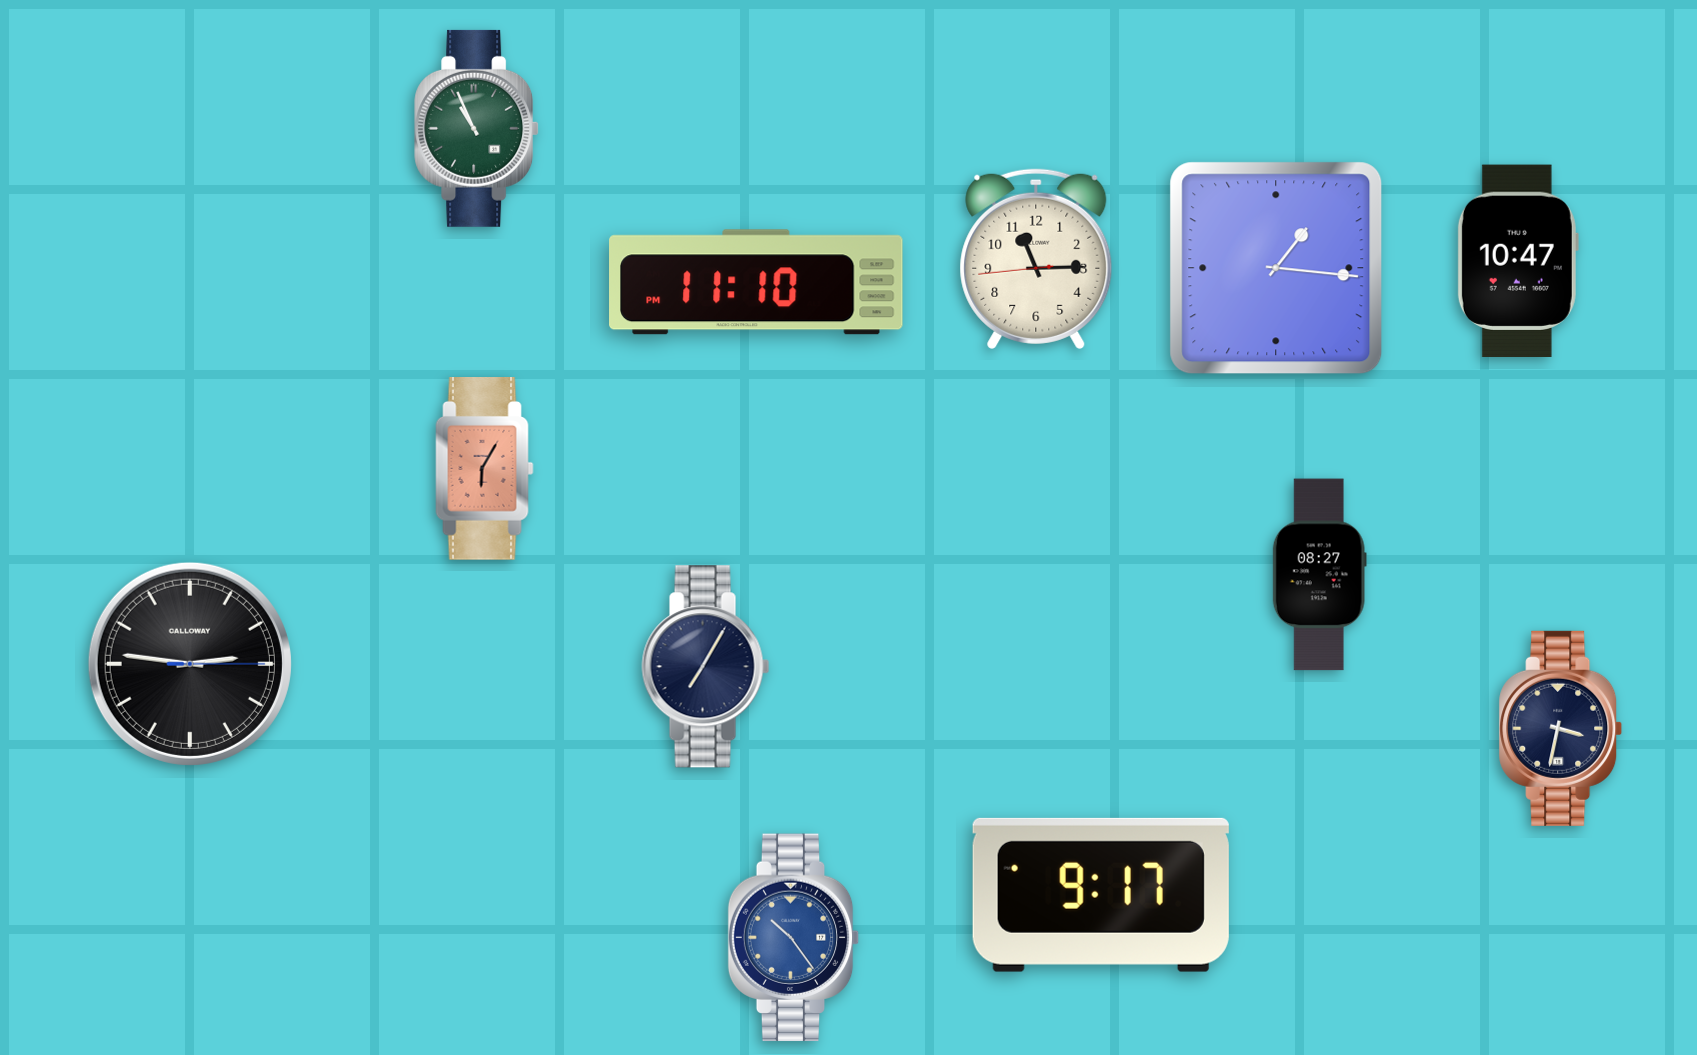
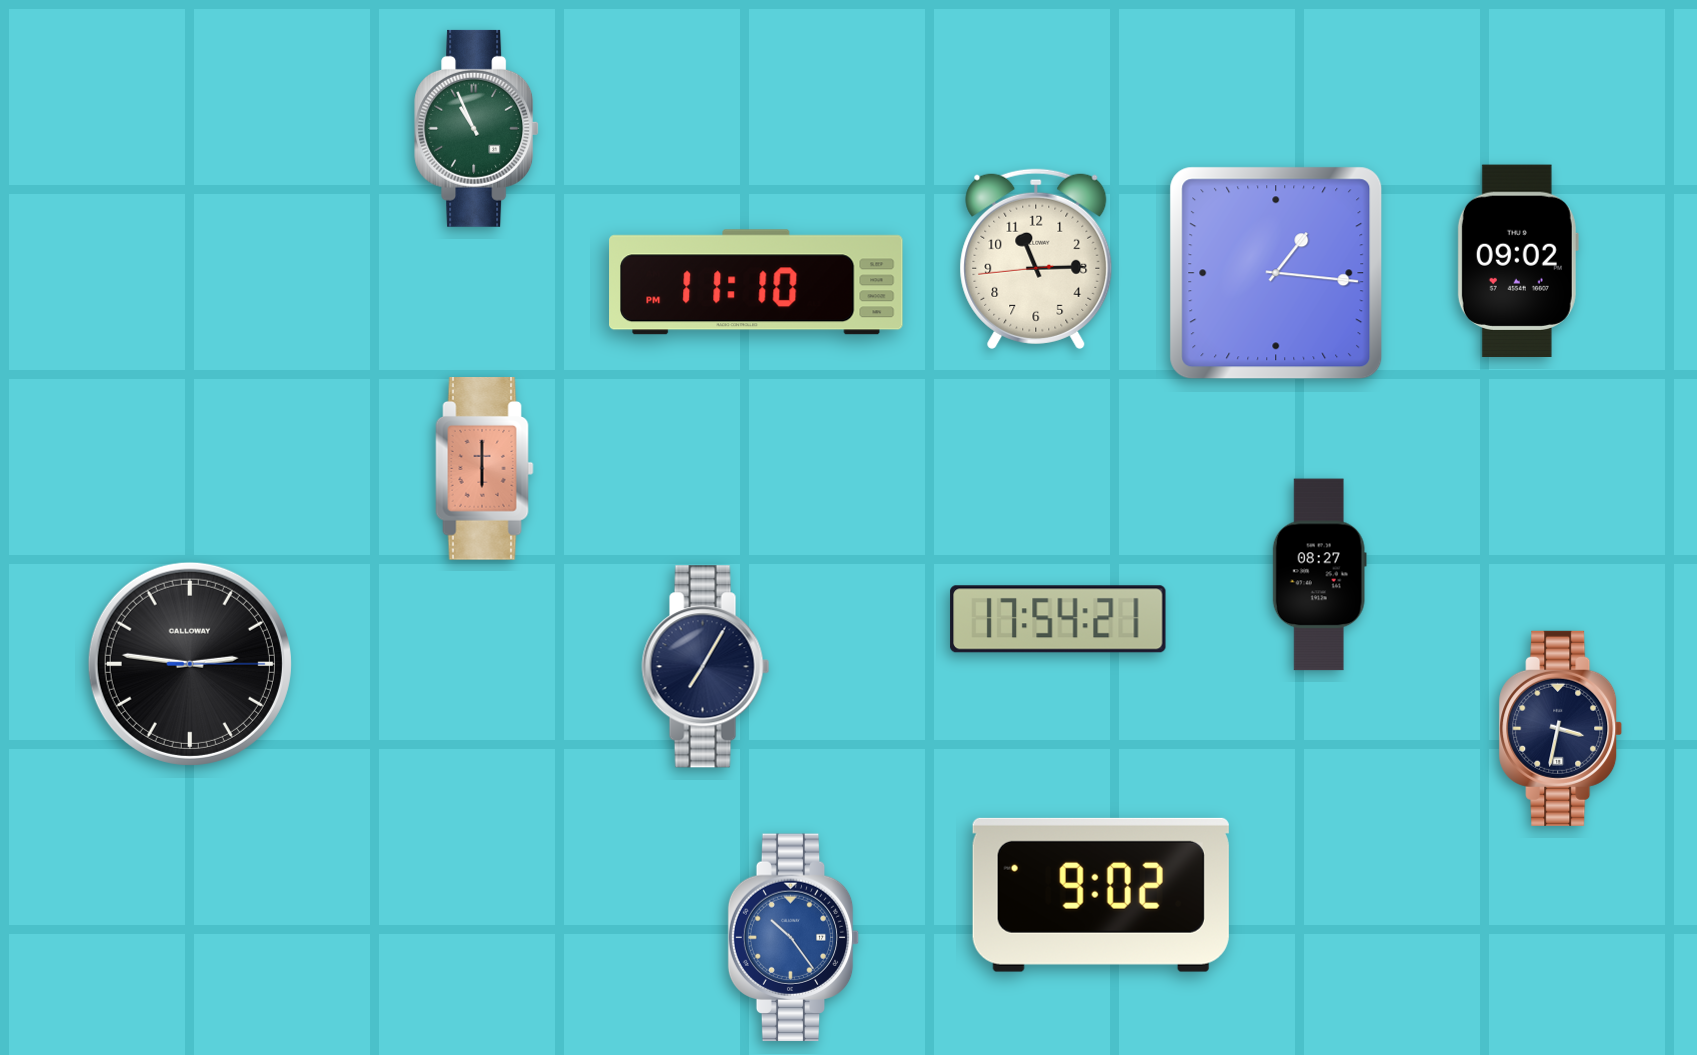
clock at (1518, 260): 10:47 -> 09:02
clock at (1276, 268) position: (1276, 268) -> (1276, 273)
clock at (485, 469): 6:05 -> 6:00
clock at (1058, 619): none -> 17:54
clock at (1101, 895): 9:17 -> 9:02
